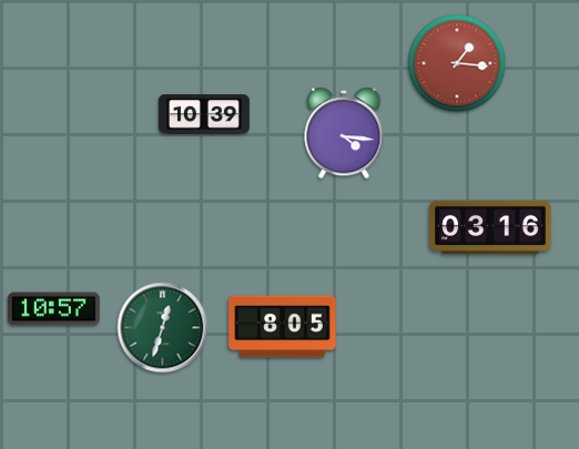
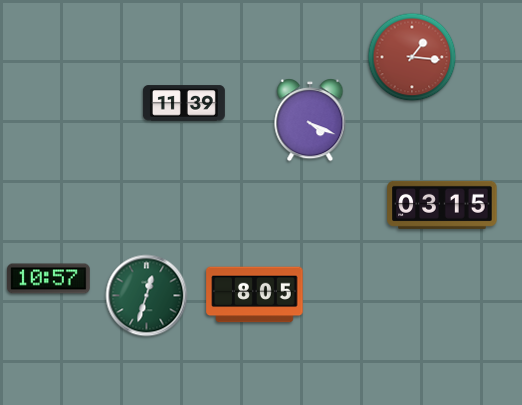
clock at (204, 114): 10:39 -> 11:39
clock at (344, 133): 4:16 -> 4:19
clock at (490, 227): 03:16 -> 03:15
